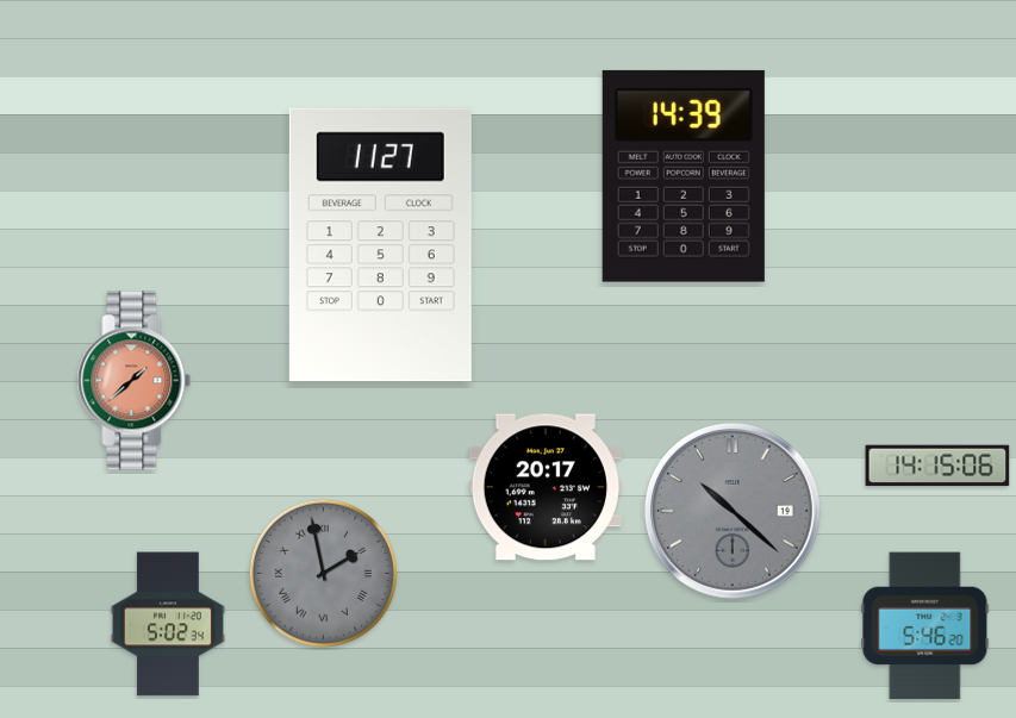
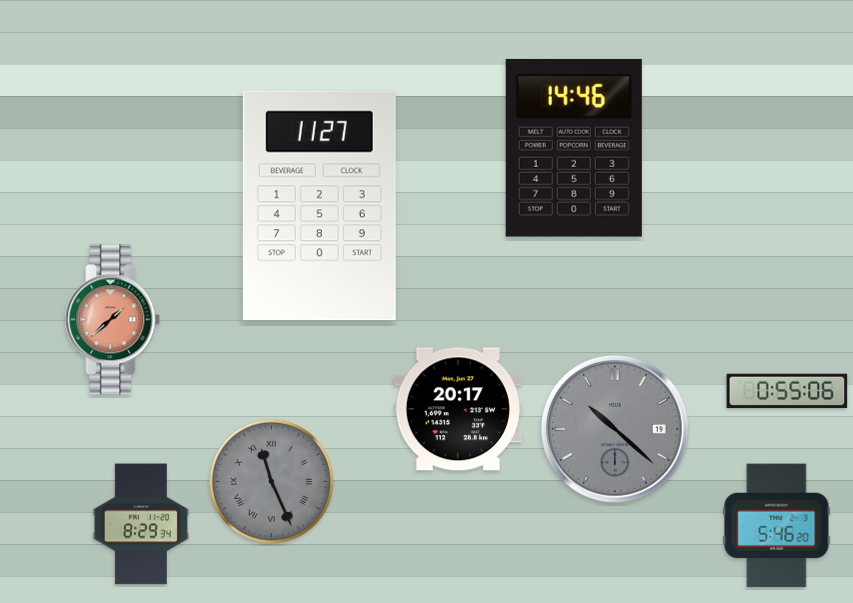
clock at (684, 176): 14:39 -> 14:46
clock at (937, 466): 14:15 -> 0:55
clock at (323, 573): 1:58 -> 11:26
clock at (168, 624): 5:02 -> 8:29
